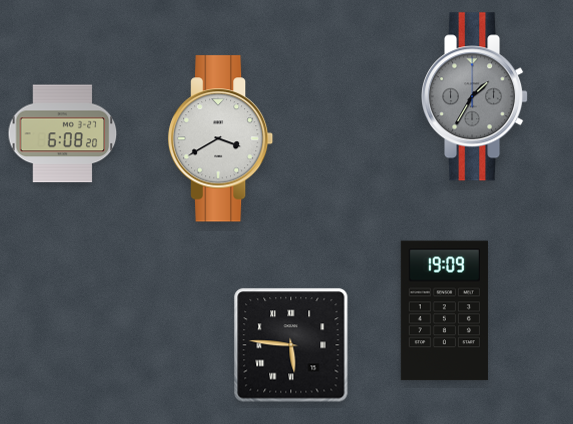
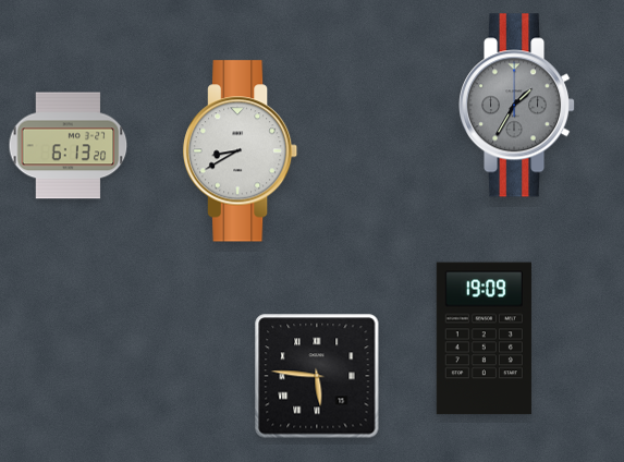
clock at (63, 134): 6:08 -> 6:13
clock at (221, 139): 3:40 -> 8:40
